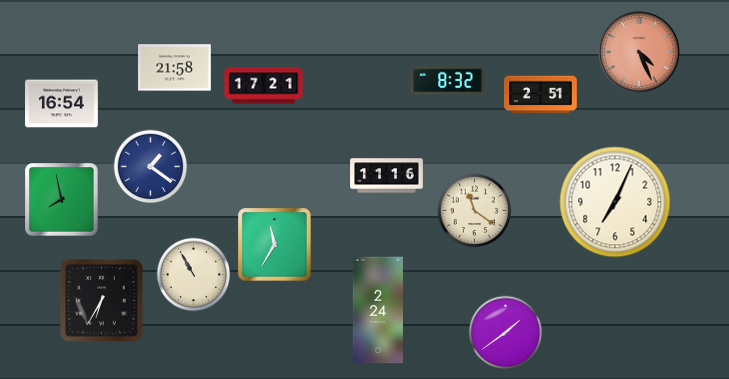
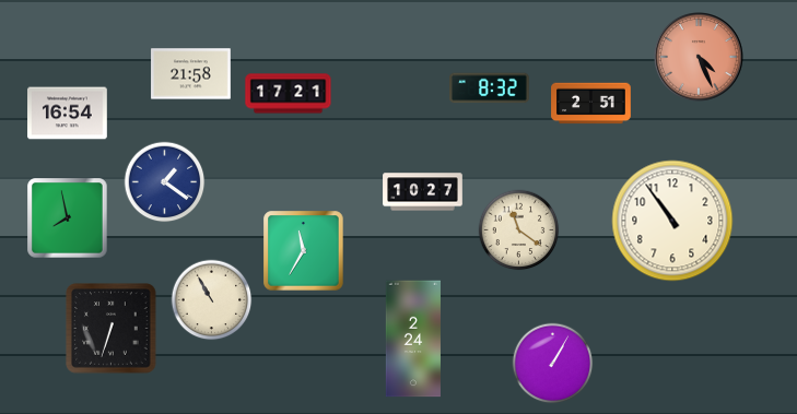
clock at (387, 176): 11:16 -> 10:27
clock at (615, 202): 7:04 -> 10:54
clock at (275, 245) position: (275, 245) -> (304, 251)
clock at (102, 301): 6:35 -> 6:33
clock at (506, 333): 1:39 -> 1:05
